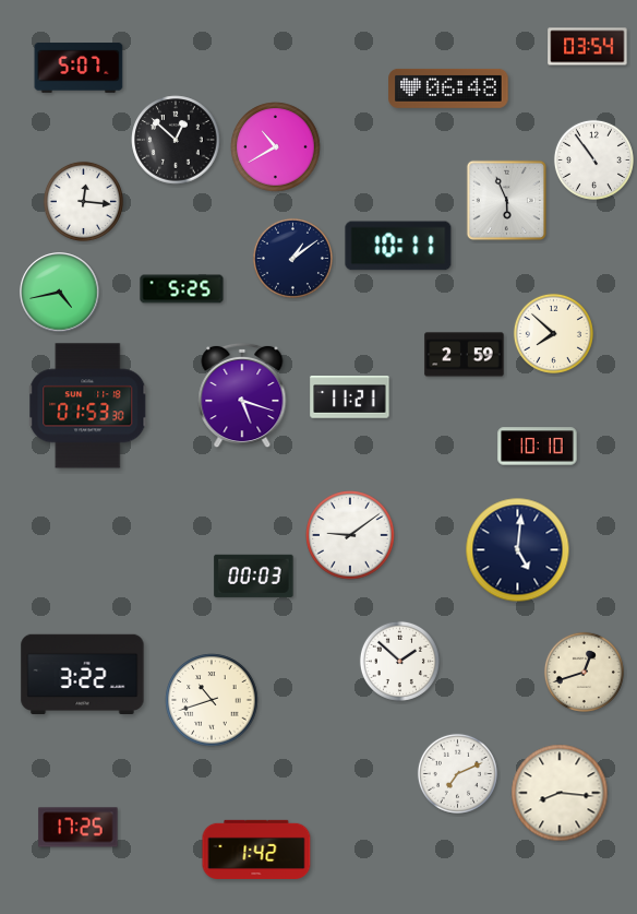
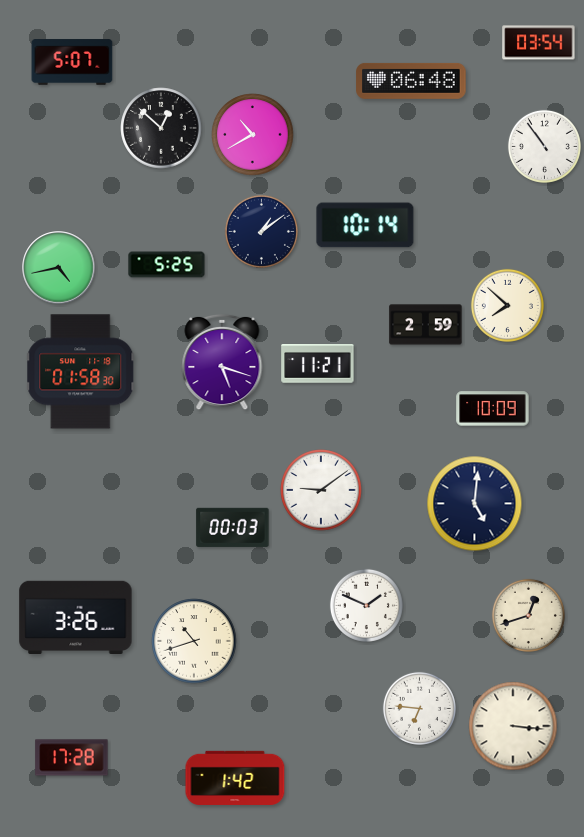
clock at (506, 200): 5:56 -> none
clock at (83, 201): 12:16 -> none
clock at (398, 246): 10:11 -> 10:14
clock at (292, 258) position: (292, 258) -> (261, 231)
clock at (60, 293) position: (60, 293) -> (59, 268)
clock at (350, 397) position: (350, 397) -> (318, 364)
clock at (88, 406): 01:53 -> 01:58
clock at (538, 447): 10:10 -> 10:09
clock at (399, 661): 1:52 -> 1:49
clock at (584, 672) position: (584, 672) -> (528, 615)
clock at (83, 674): 3:22 -> 3:26
clock at (457, 773): 7:11 -> 6:46
clock at (560, 793): 8:16 -> 3:16
clock at (79, 828): 17:25 -> 17:28
